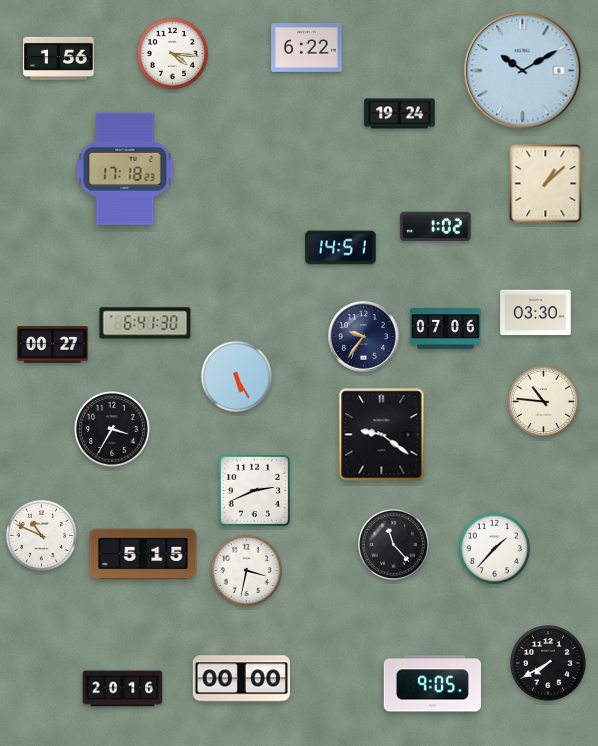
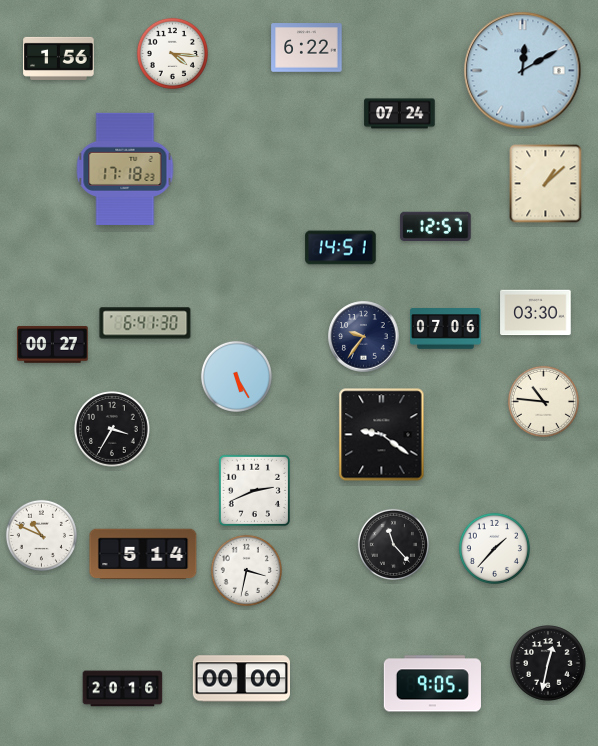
clock at (523, 71): 10:10 -> 12:10
clock at (400, 114): 19:24 -> 07:24
clock at (436, 226): 1:02 -> 12:57
clock at (143, 554): 5:15 -> 5:14
clock at (548, 663): 7:40 -> 12:32
